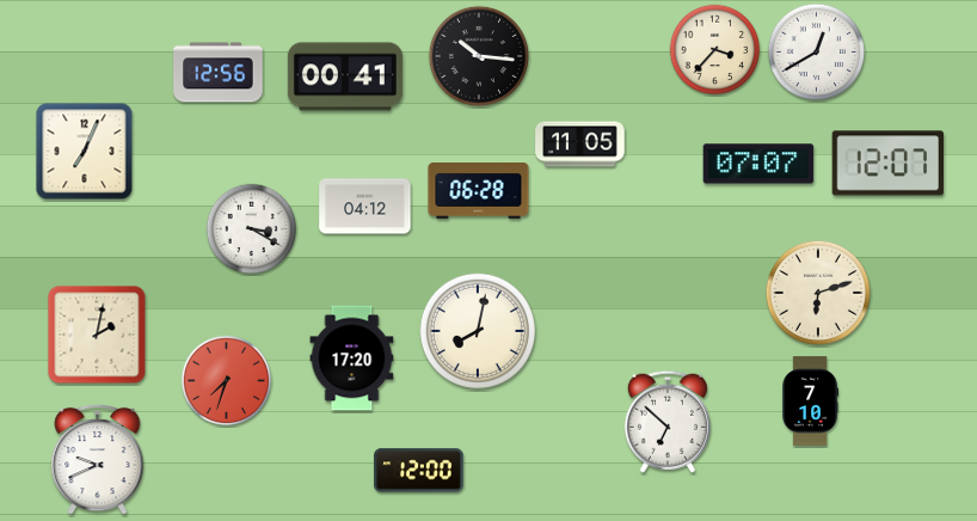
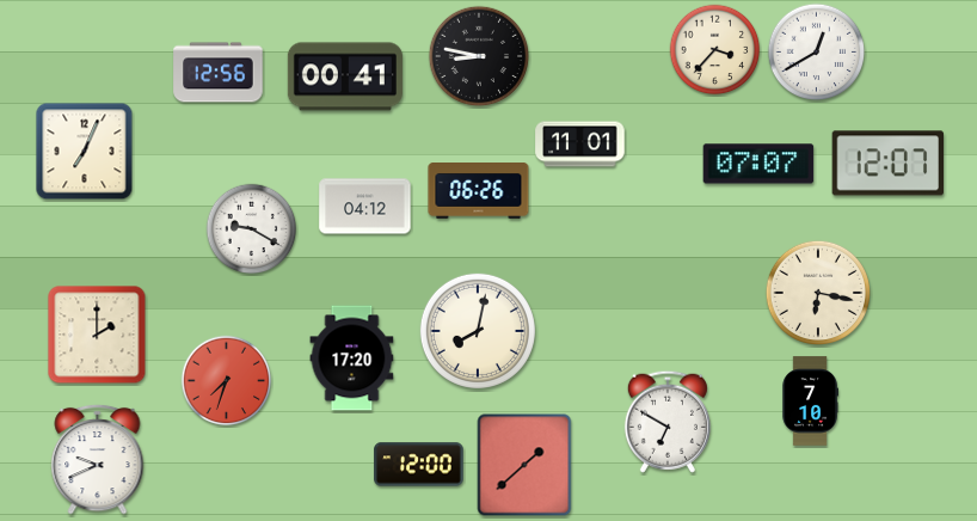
clock at (479, 56): 10:16 -> 8:47
clock at (580, 145): 11:05 -> 11:01
clock at (479, 191): 06:28 -> 06:26
clock at (252, 229): 3:20 -> 9:20
clock at (817, 292): 6:12 -> 6:17
clock at (97, 335): 2:02 -> 2:00
clock at (668, 422): 6:52 -> 6:50
clock at (524, 465): none -> 1:38
clock at (419, 471) position: (419, 471) -> (419, 465)
